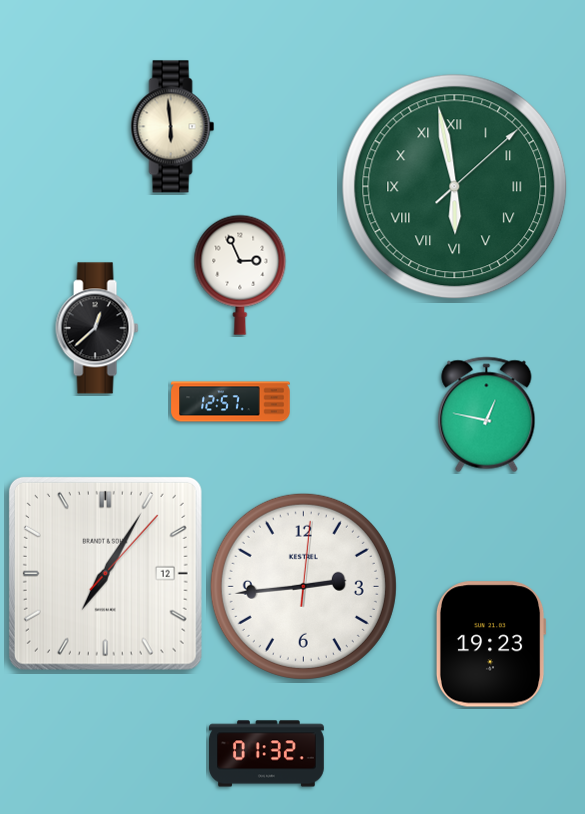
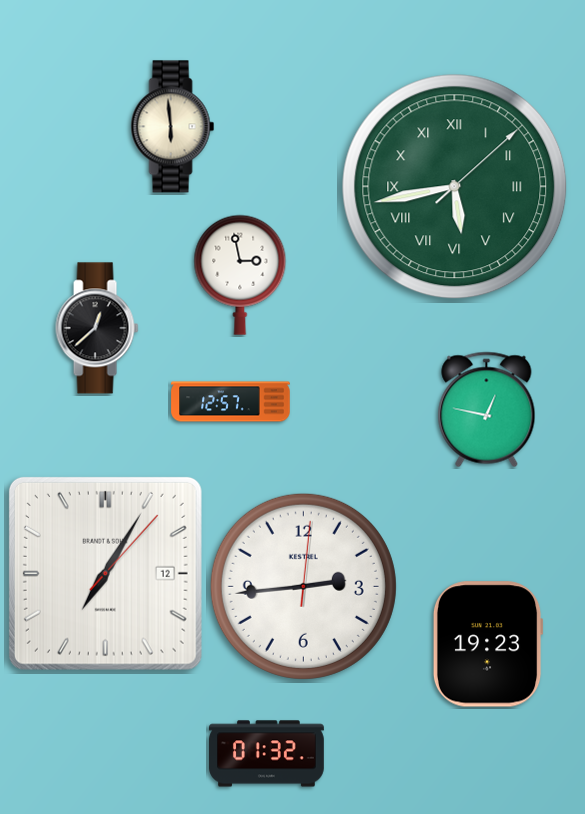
clock at (455, 187): 5:58 -> 5:43
clock at (240, 275): 2:56 -> 2:58
clock at (487, 415) position: (487, 415) -> (487, 410)
clock at (491, 644) position: (491, 644) -> (488, 644)
